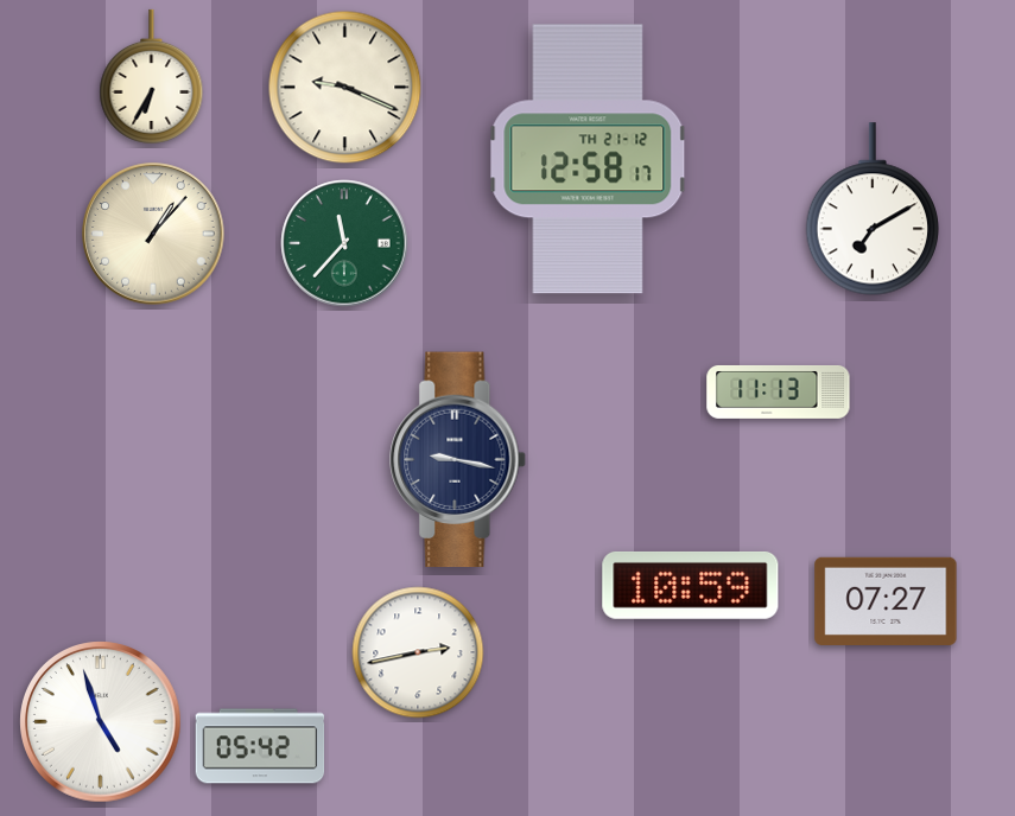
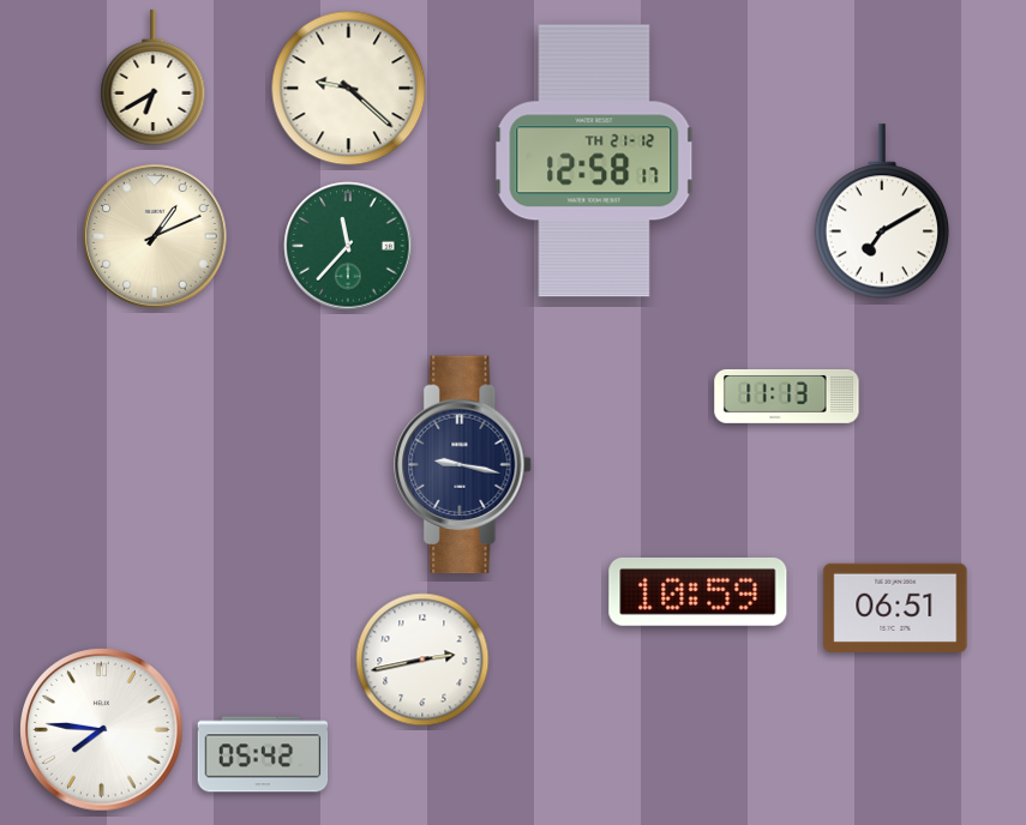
clock at (152, 76): 6:35 -> 6:40
clock at (345, 88): 9:19 -> 9:22
clock at (153, 234): 1:07 -> 1:11
clock at (886, 601): 07:27 -> 06:51
clock at (101, 722): 4:57 -> 7:46
